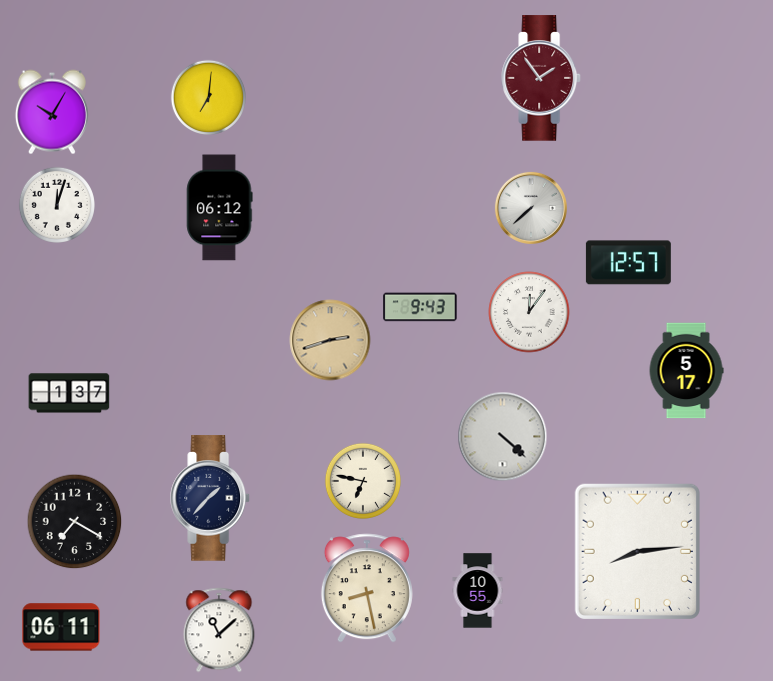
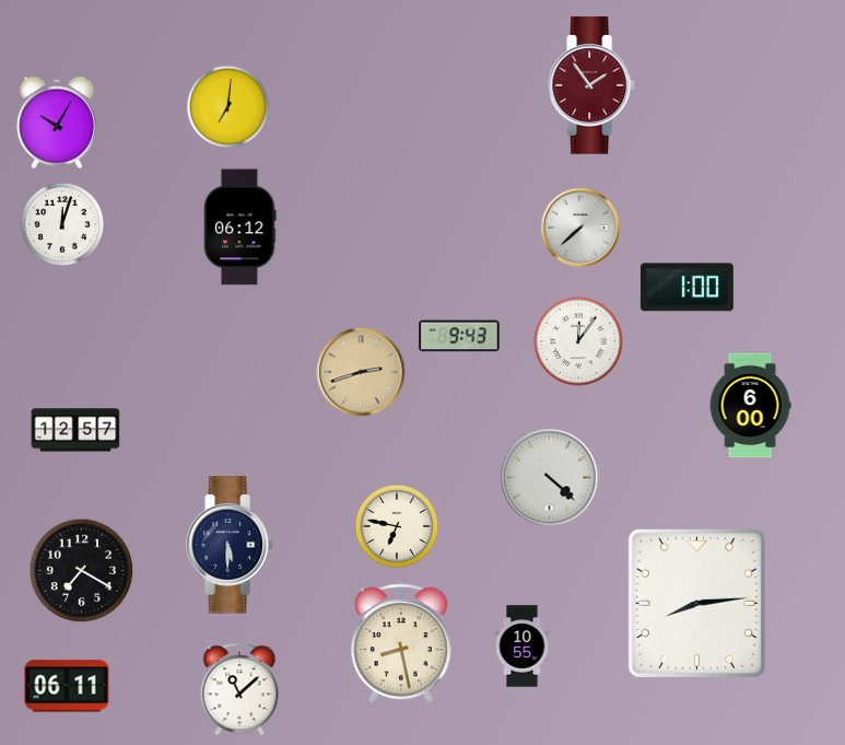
clock at (628, 263): 12:57 -> 1:00
clock at (686, 371): 5:17 -> 6:00
clock at (69, 393): 1:37 -> 12:57
clock at (211, 498): 1:37 -> 5:30
